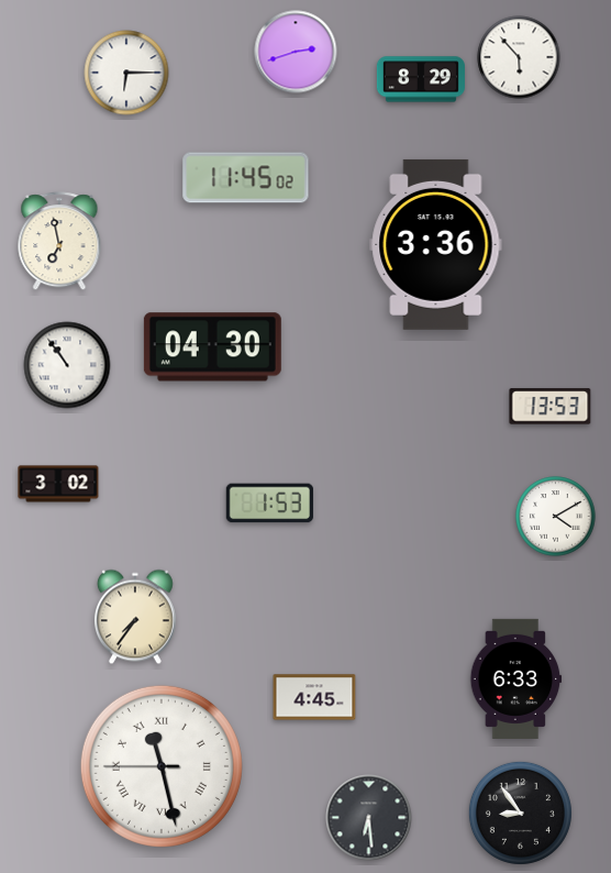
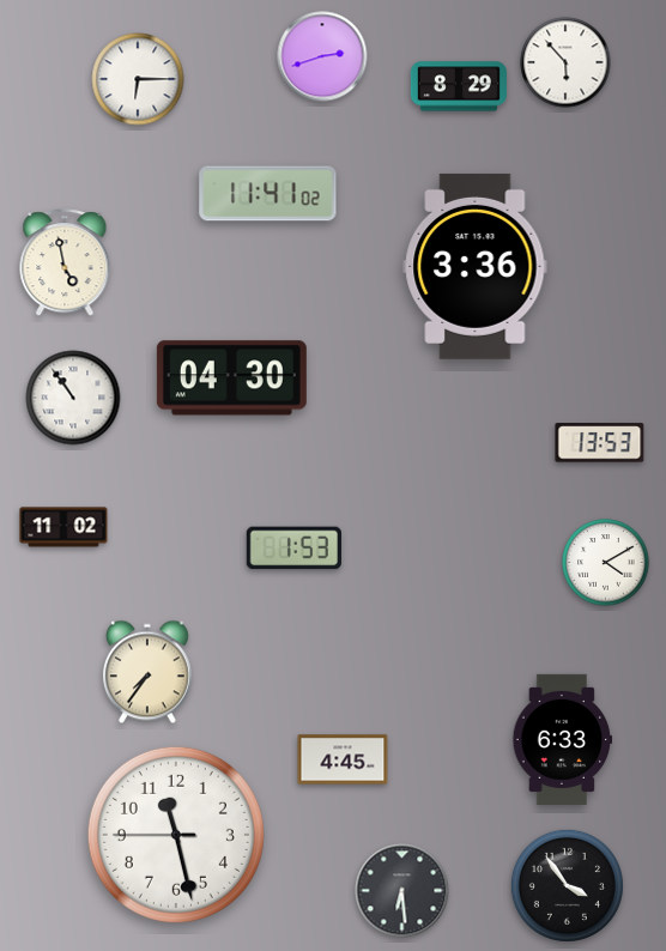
clock at (246, 178): 11:45 -> 11:41
clock at (59, 242): 6:58 -> 4:58
clock at (58, 484): 3:02 -> 11:02
clock at (162, 766) numerals: Roman -> Arabic
clock at (520, 813): 8:54 -> 3:54
